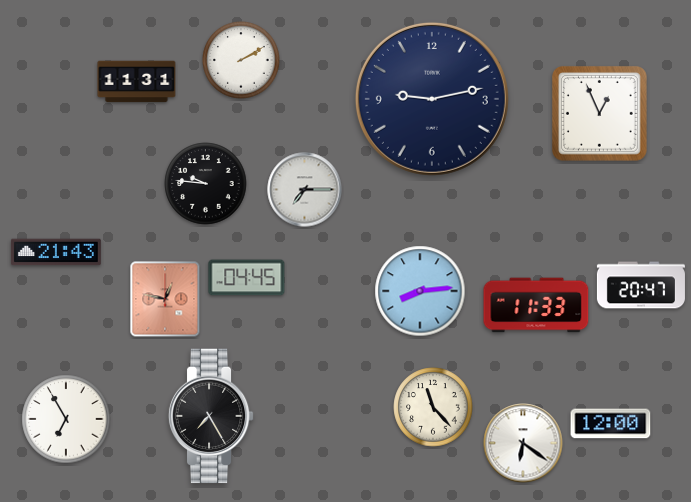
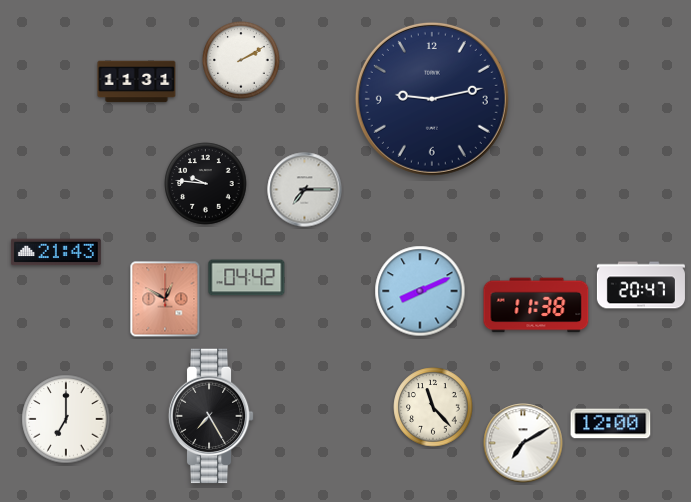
clock at (599, 113): 12:56 -> none
clock at (247, 278): 04:45 -> 04:42
clock at (420, 291): 8:14 -> 8:11
clock at (165, 299): 12:47 -> 12:50
clock at (536, 305): 11:33 -> 11:38
clock at (66, 419): 6:55 -> 7:00
clock at (523, 443): 6:21 -> 7:10
